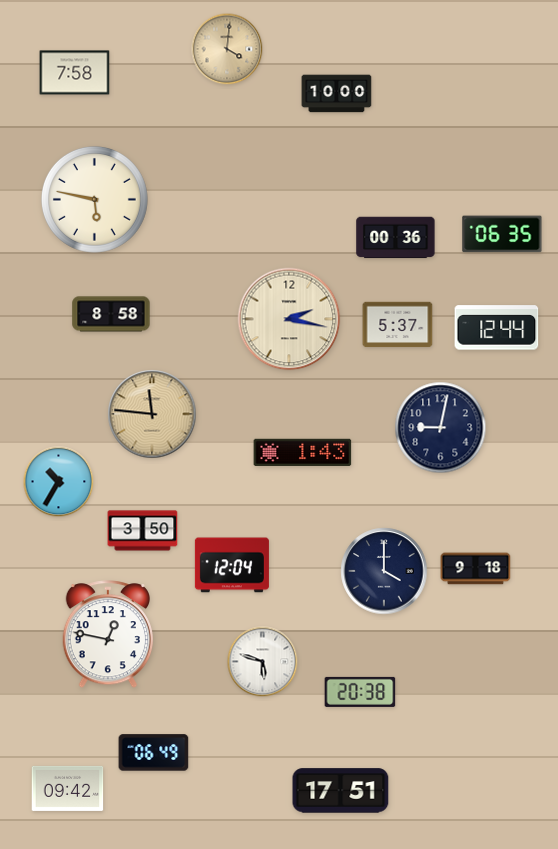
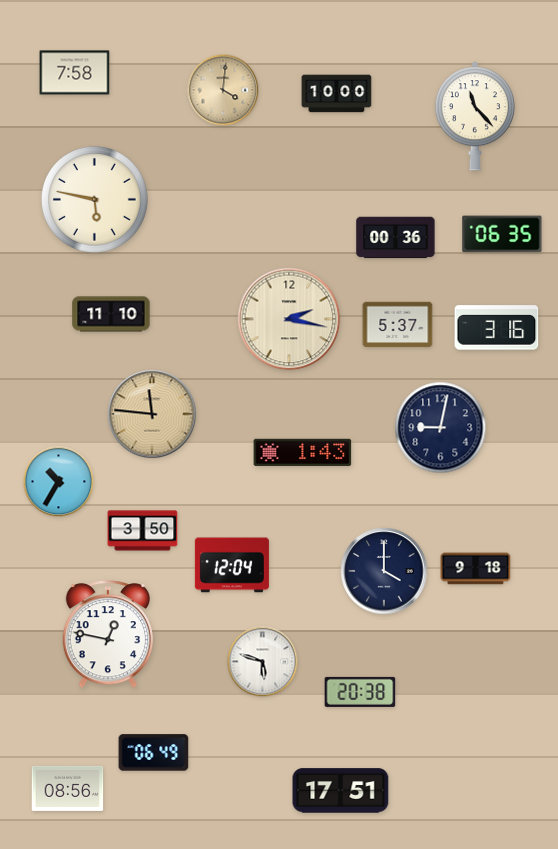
clock at (227, 49) position: (227, 49) -> (223, 90)
clock at (475, 116): none -> 11:23
clock at (111, 314): 8:58 -> 11:10
clock at (497, 328): 12:44 -> 3:16
clock at (68, 788): 09:42 -> 08:56
